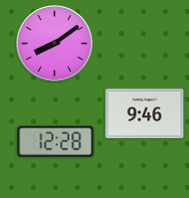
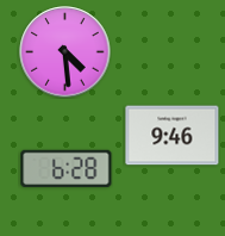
clock at (55, 44): 8:09 -> 4:29
clock at (56, 141): 12:28 -> 6:28
